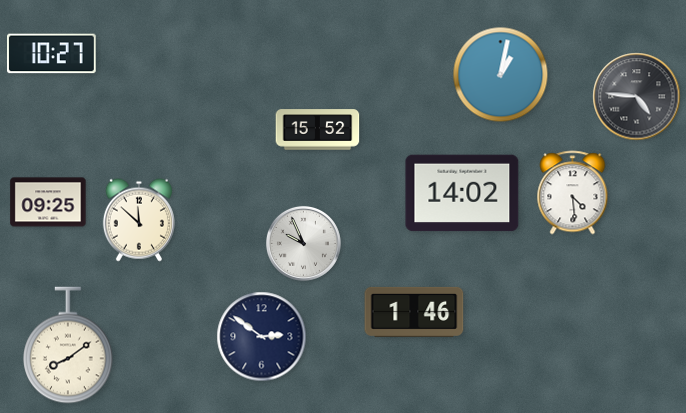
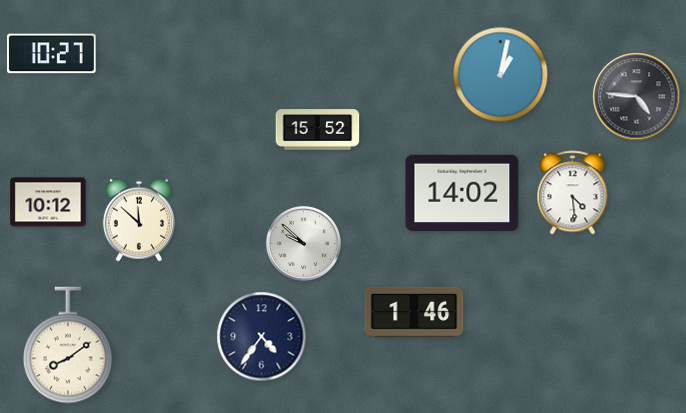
clock at (48, 202): 09:25 -> 10:12
clock at (303, 243): 9:56 -> 9:52
clock at (262, 337): 2:51 -> 4:36
